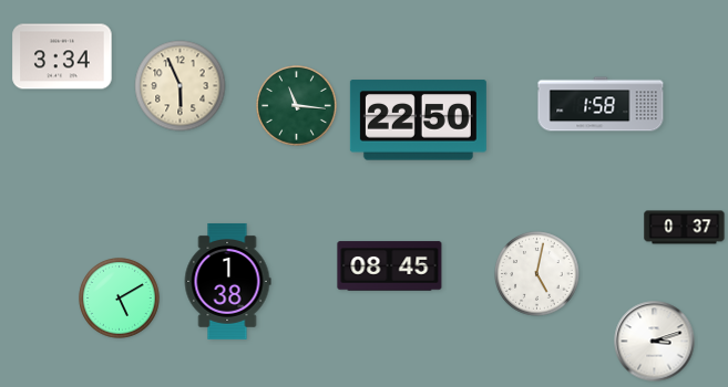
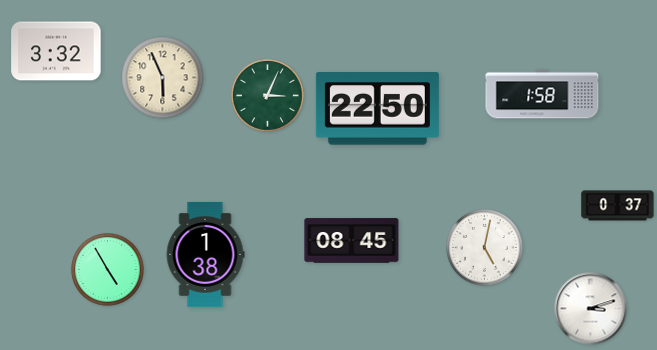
clock at (62, 56): 3:34 -> 3:32
clock at (297, 106): 11:16 -> 3:04
clock at (120, 299): 5:10 -> 4:55
